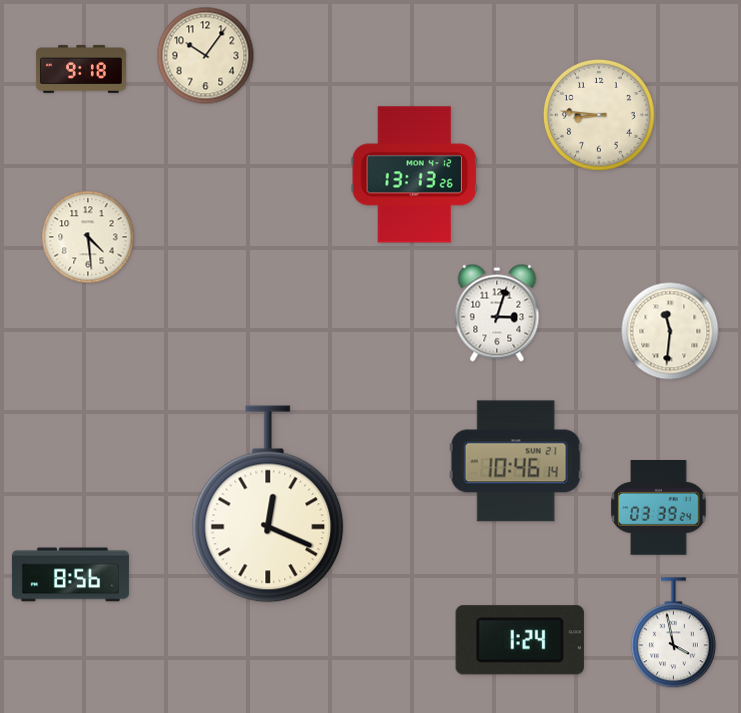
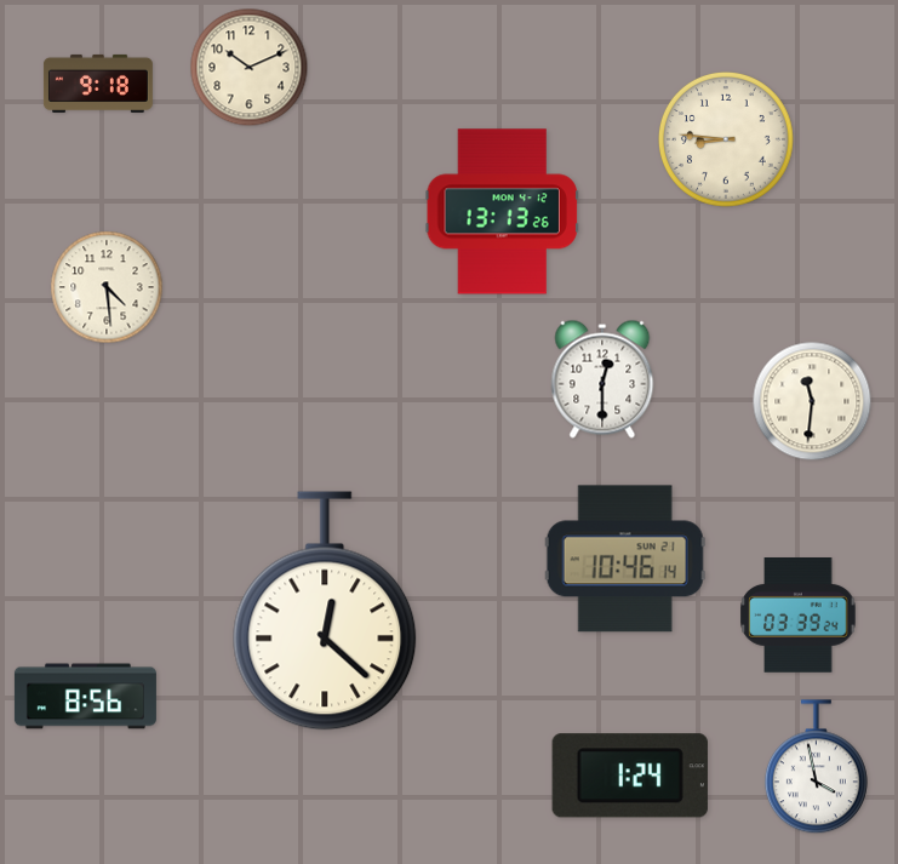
clock at (206, 56): 10:06 -> 10:11
clock at (497, 313): 3:03 -> 12:30
clock at (268, 504): 12:19 -> 12:22
